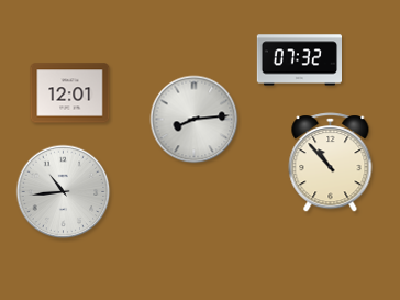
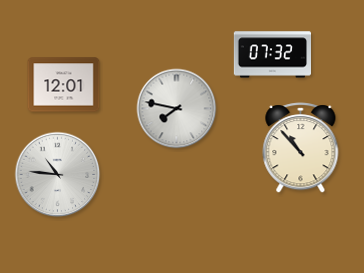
clock at (195, 120): 8:14 -> 7:47
clock at (64, 192): 10:44 -> 10:46
